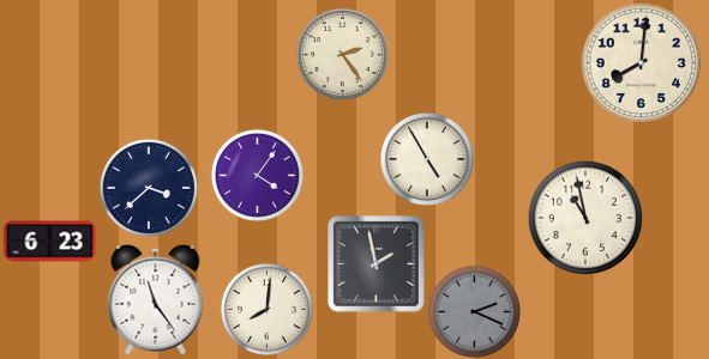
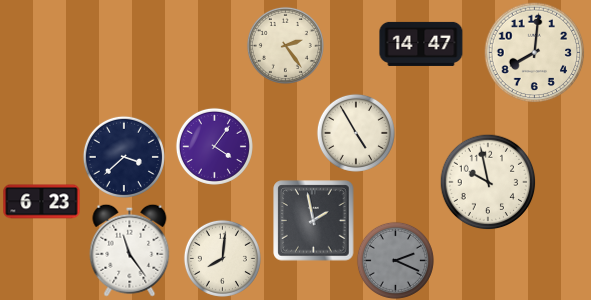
clock at (421, 44): none -> 14:47
clock at (585, 218): 10:58 -> 9:58
